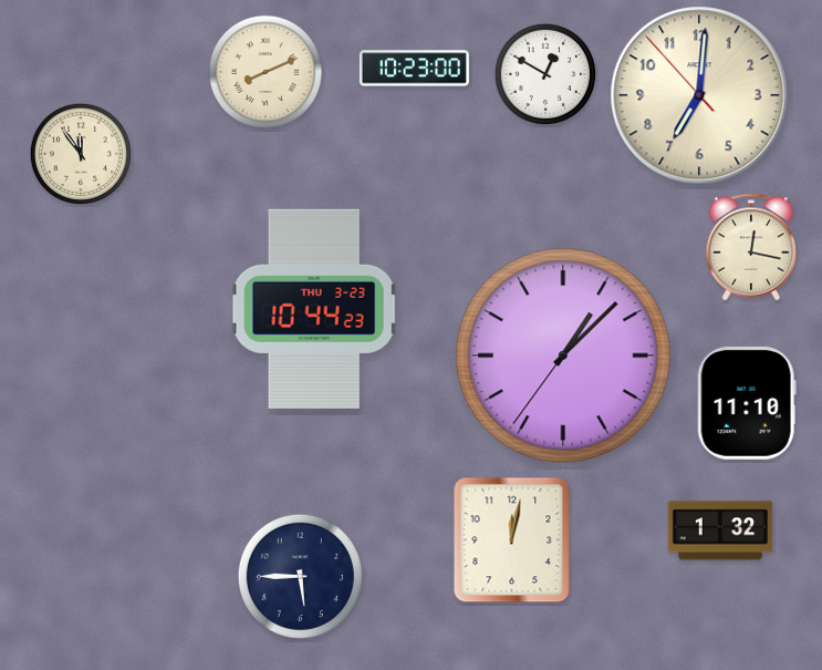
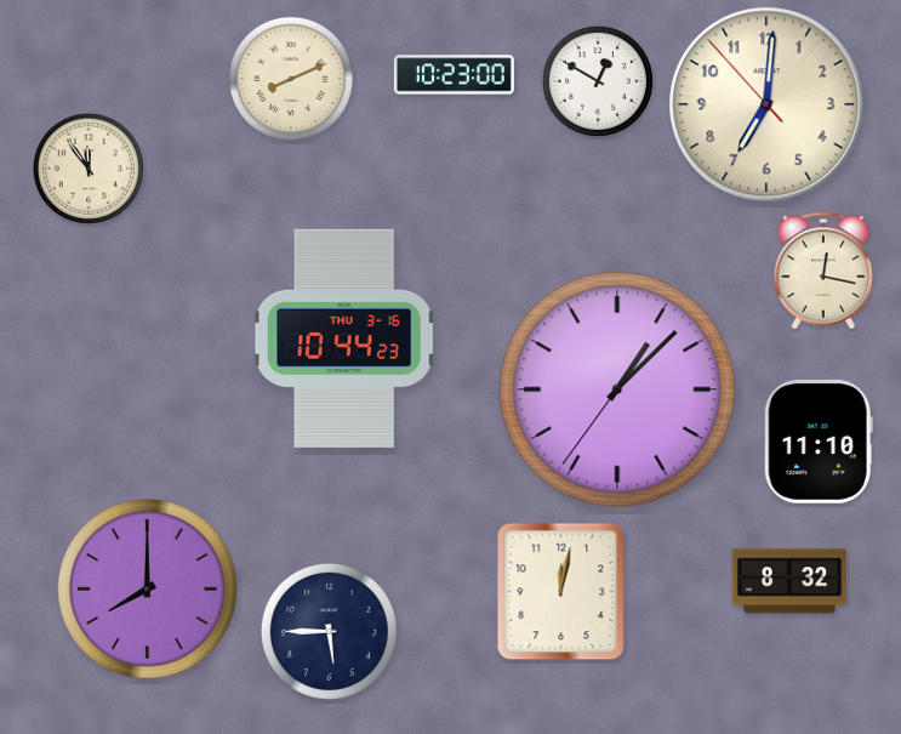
clock at (314, 309) date: THU 3-23 -> THU 3-16
clock at (720, 530): 1:32 -> 8:32
clock at (148, 590): none -> 8:00
